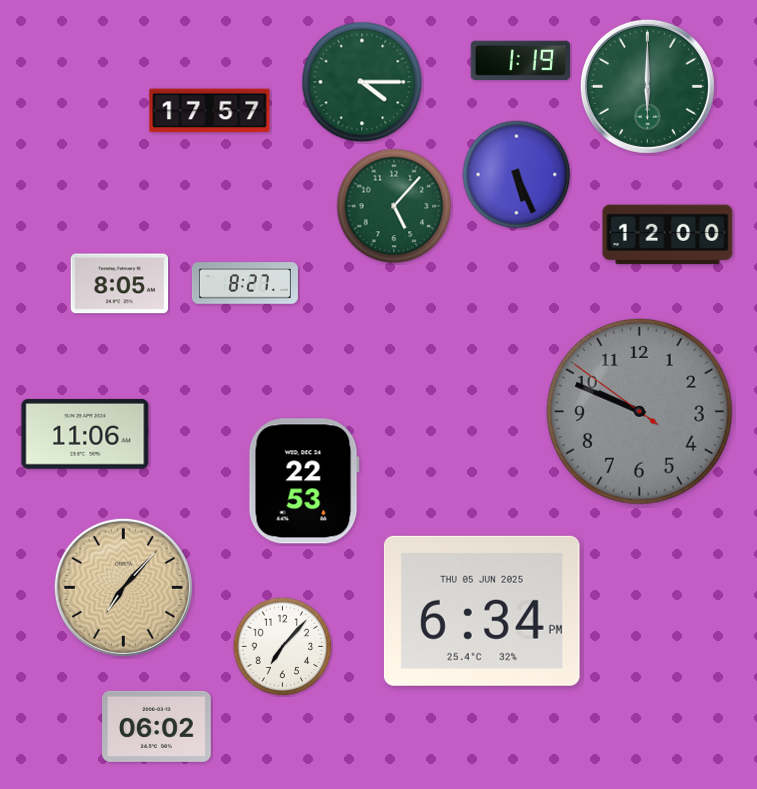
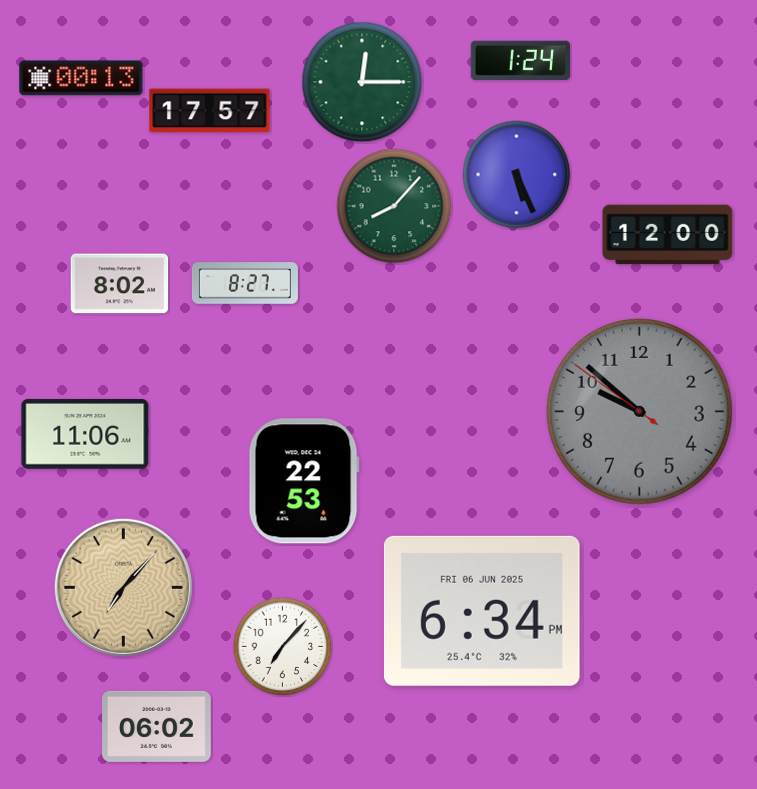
clock at (520, 60): 1:19 -> 1:24
clock at (81, 78): none -> 00:13
clock at (362, 82): 4:15 -> 12:15
clock at (647, 86): 6:00 -> none
clock at (394, 206): 5:07 -> 8:07
clock at (120, 284): 8:05 -> 8:02
clock at (639, 411): 9:48 -> 9:51
clock at (482, 611) date: THU 05 JUN 2025 -> FRI 06 JUN 2025
